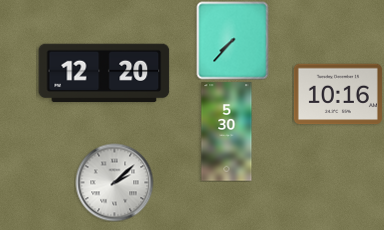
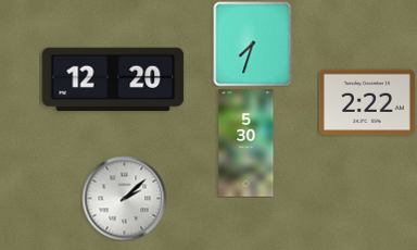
clock at (233, 40): 7:37 -> 7:33
clock at (338, 94): 10:16 -> 2:22
